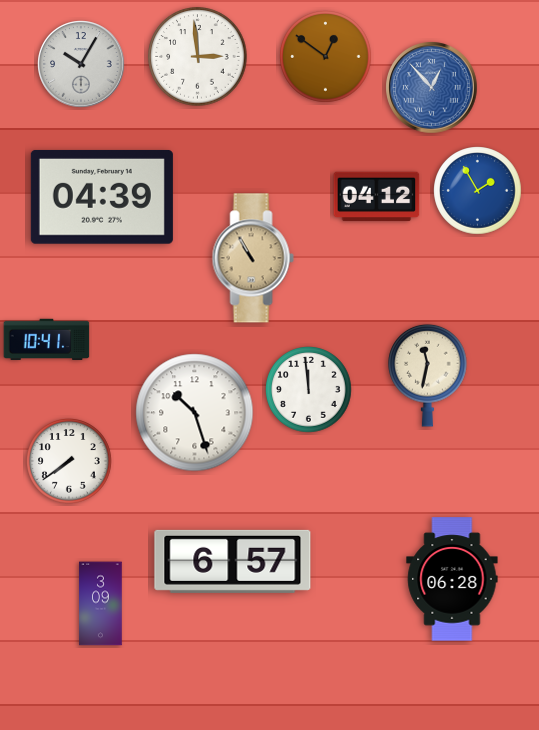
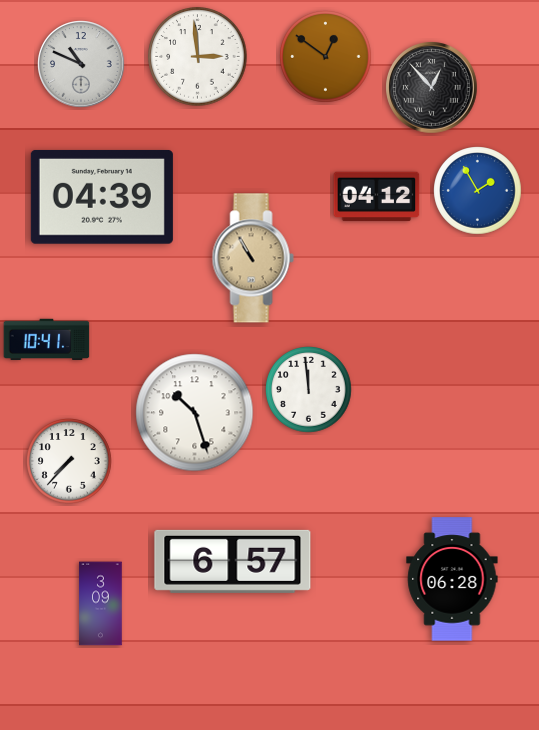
clock at (81, 64): 10:05 -> 10:49
clock at (432, 88) dial: blue -> black
clock at (428, 375): 11:32 -> none
clock at (69, 461): 7:39 -> 7:37
